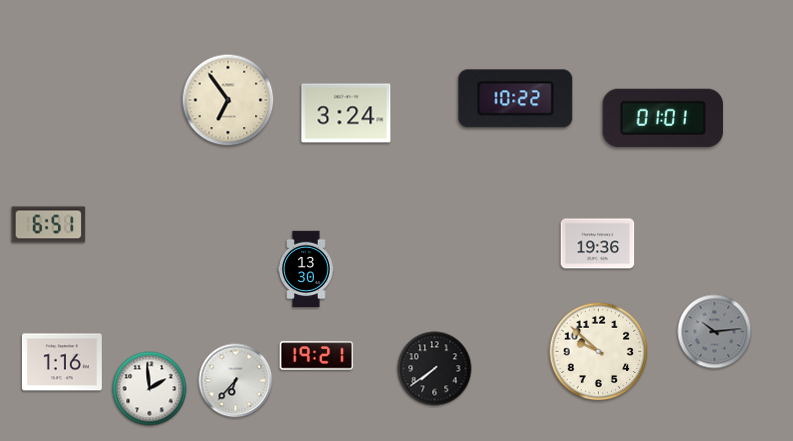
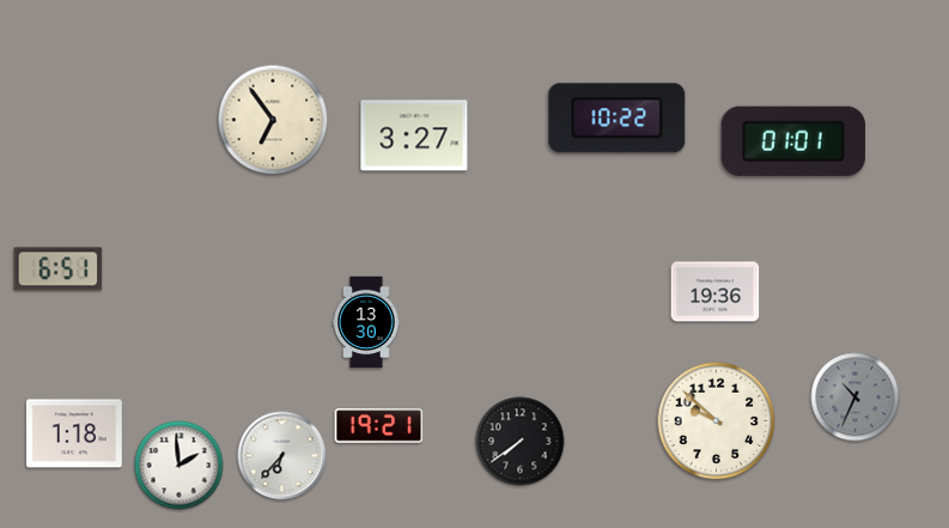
clock at (346, 113): 3:24 -> 3:27
clock at (715, 332): 10:14 -> 10:34
clock at (62, 362): 1:16 -> 1:18
